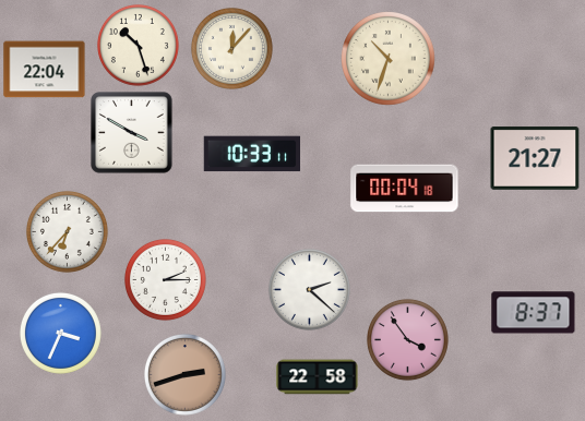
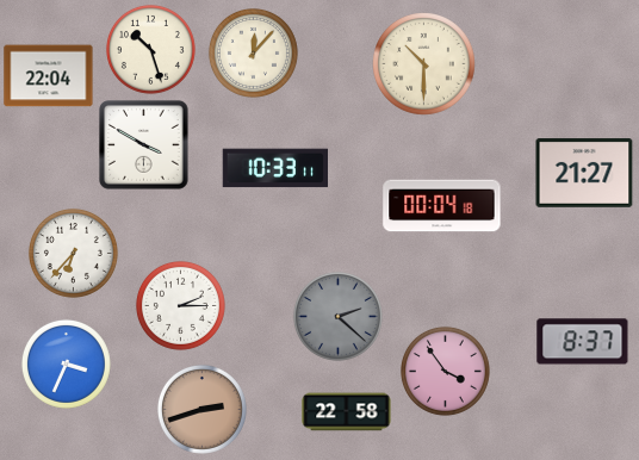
clock at (389, 59): 10:33 -> 10:30
clock at (309, 289) dial: white -> grey
